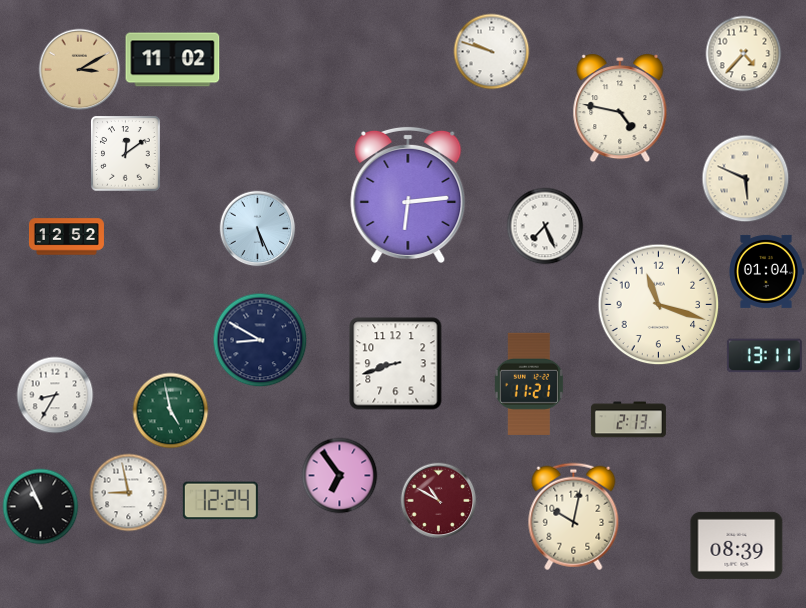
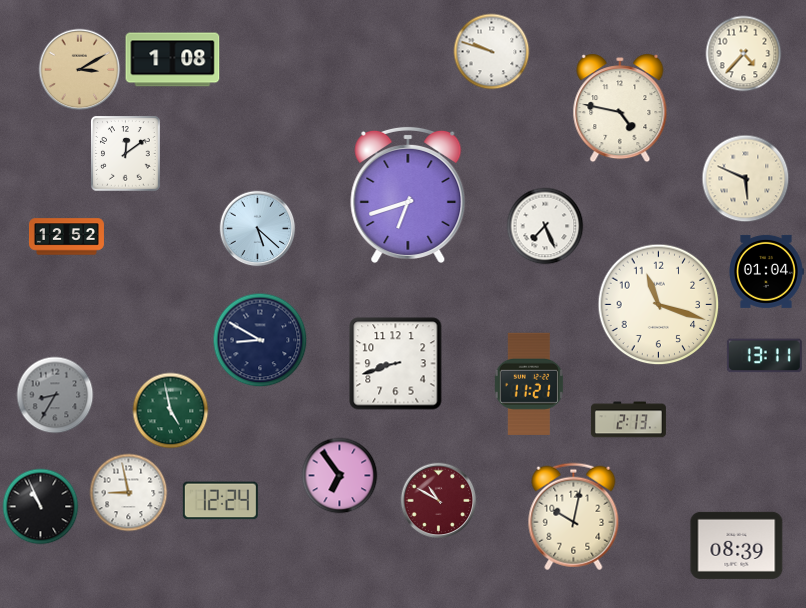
clock at (173, 60): 11:02 -> 1:08
clock at (408, 194): 6:14 -> 6:42
clock at (258, 229): 5:26 -> 5:22
clock at (55, 395) dial: white -> grey
